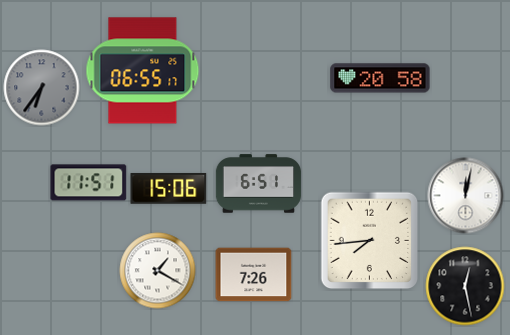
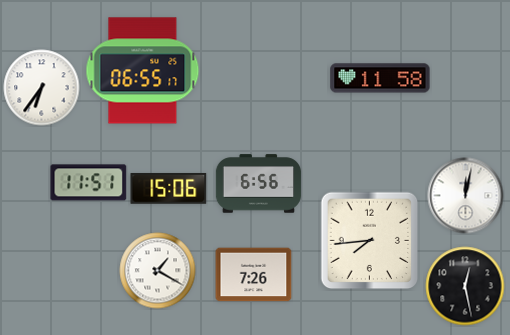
clock at (380, 78): 20:58 -> 11:58
clock at (42, 88) dial: grey -> white
clock at (259, 184): 6:51 -> 6:56
